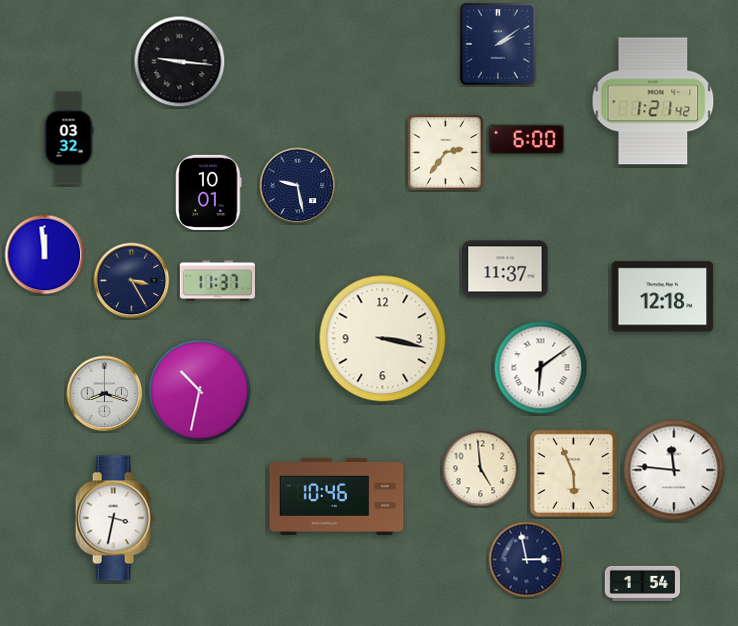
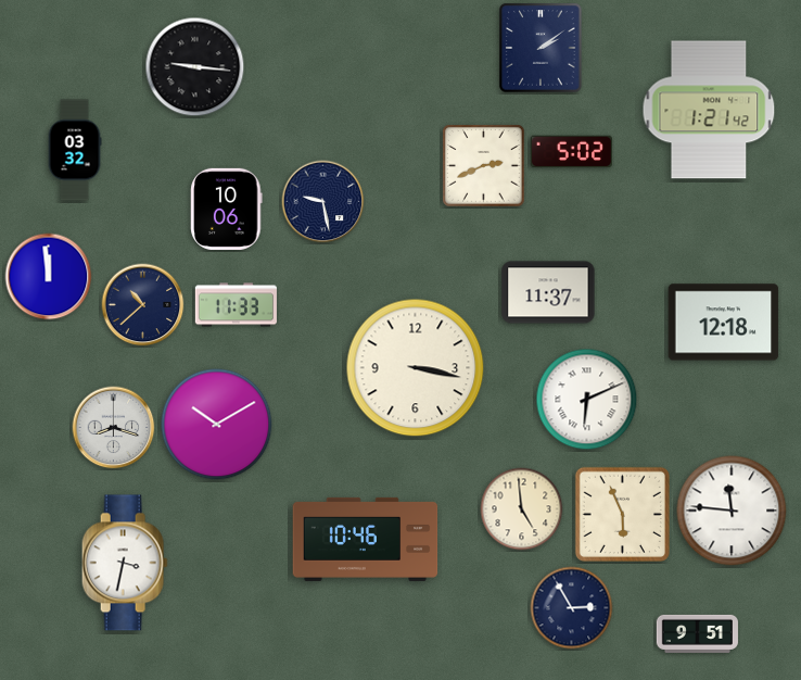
clock at (526, 140): 6:00 -> 5:02
clock at (446, 153): 2:36 -> 2:41
clock at (209, 192): 10:01 -> 10:06
clock at (132, 281): 3:25 -> 10:38
clock at (217, 281): 11:37 -> 11:33
clock at (663, 297) position: (663, 297) -> (724, 323)
clock at (541, 368): 6:09 -> 6:11
clock at (200, 391): 10:32 -> 10:10
clock at (527, 560): 2:58 -> 2:55
clock at (642, 583): 1:54 -> 9:51
